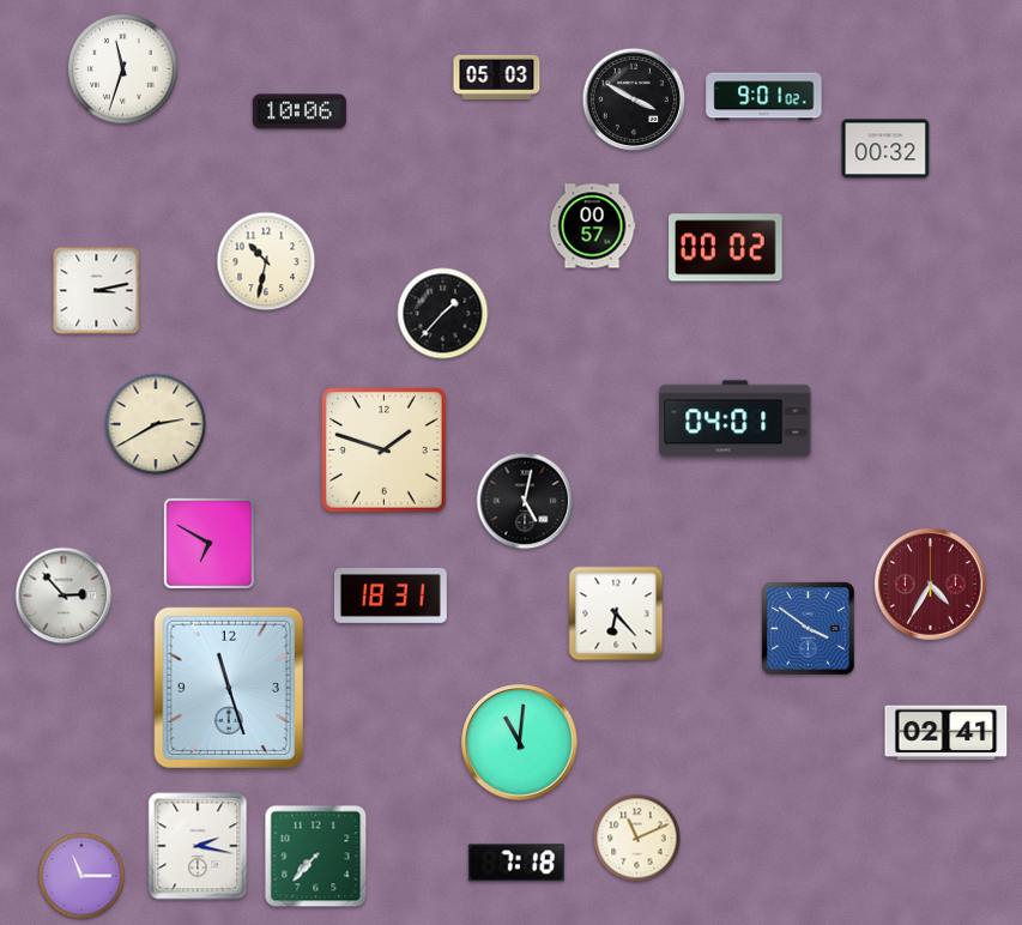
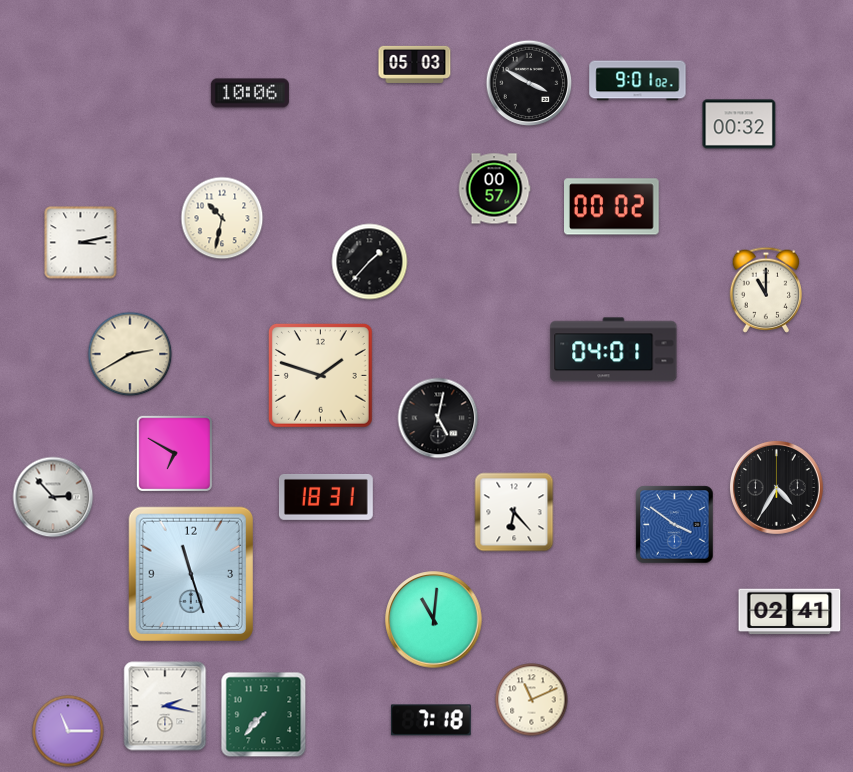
clock at (122, 68): 11:33 -> none
clock at (726, 248) position: (726, 248) -> (612, 207)
clock at (765, 290): none -> 11:00
clock at (930, 584) dial: burgundy -> black
